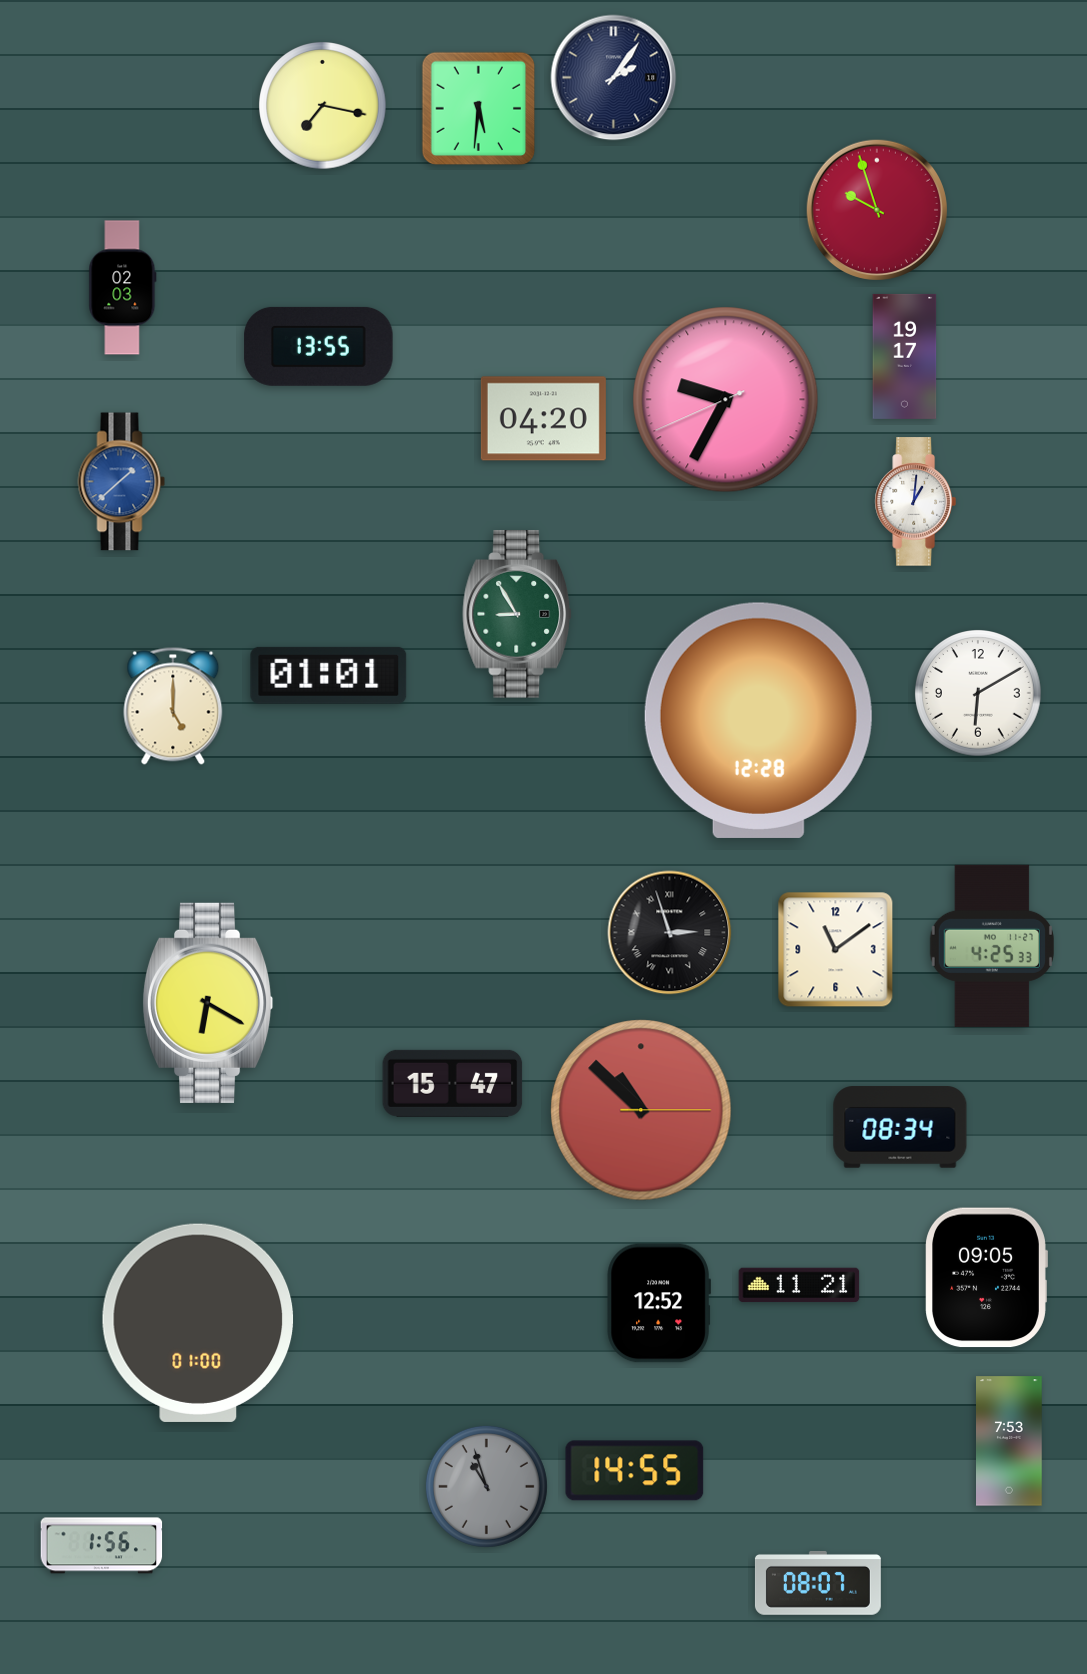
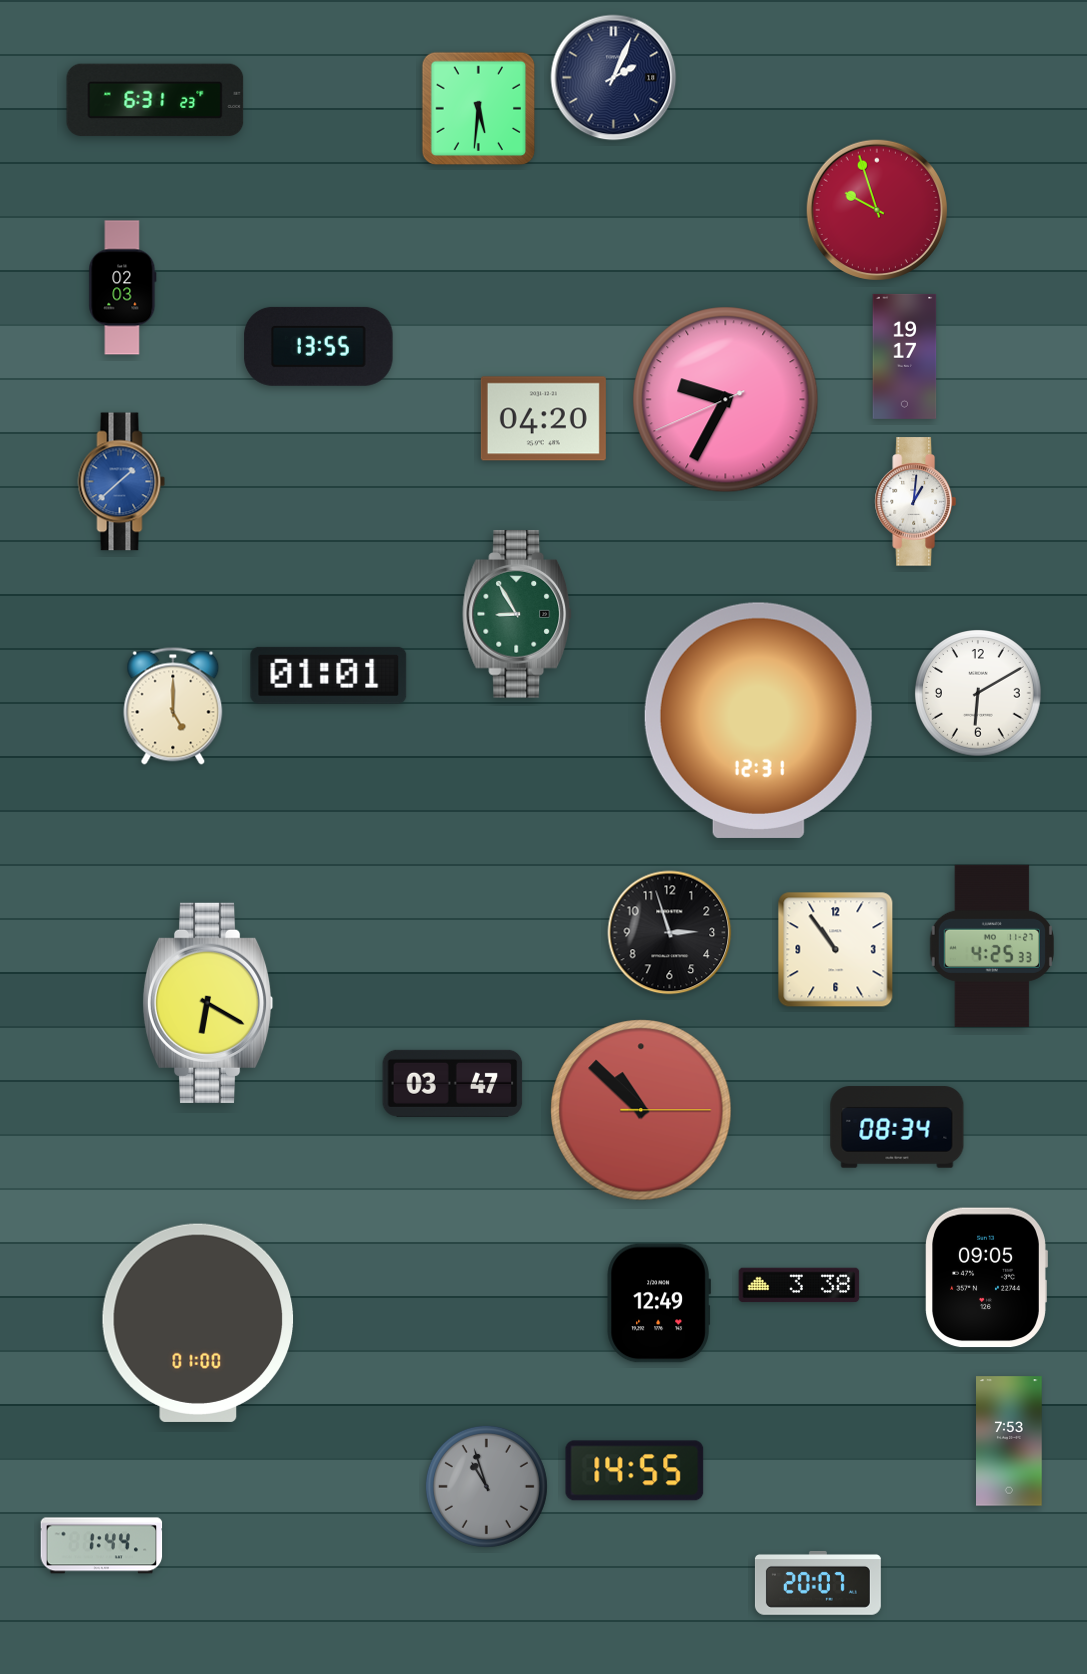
clock at (614, 78): 2:06 -> 2:04
clock at (155, 100): none -> 6:31
clock at (323, 106): 7:17 -> none
clock at (758, 720): 12:28 -> 12:31
clock at (670, 933) numerals: Roman -> Arabic
clock at (836, 950): 11:09 -> 10:54
clock at (453, 1083): 15:47 -> 03:47
clock at (900, 1127) position: (900, 1127) -> (897, 1127)
clock at (799, 1285): 11:21 -> 3:38
clock at (659, 1303): 12:52 -> 12:49
clock at (102, 1546): 1:56 -> 1:44
clock at (818, 1583): 08:07 -> 20:07
